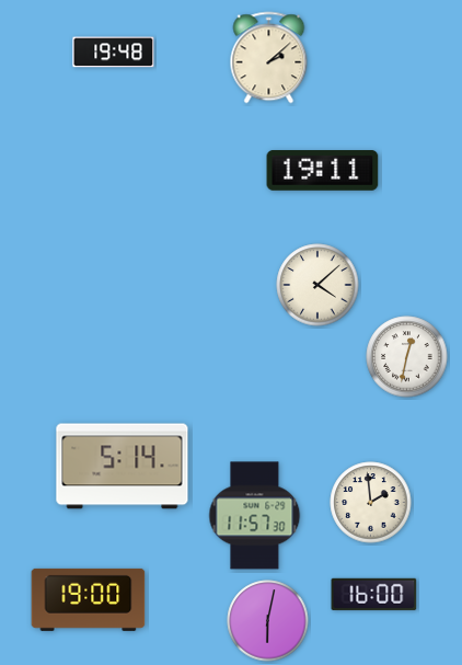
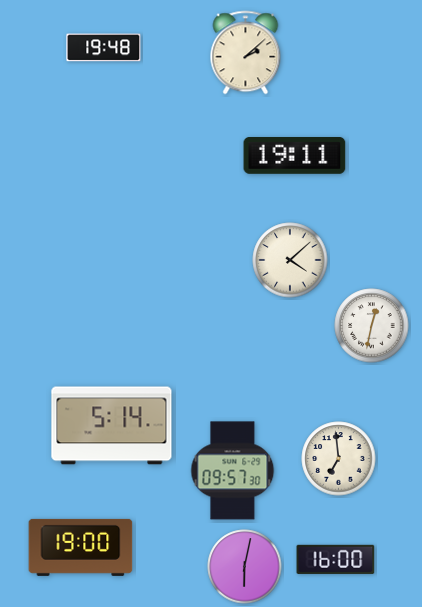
clock at (371, 503): 1:59 -> 6:59
clock at (255, 516): 11:57 -> 09:57
clock at (374, 594) position: (374, 594) -> (336, 559)
